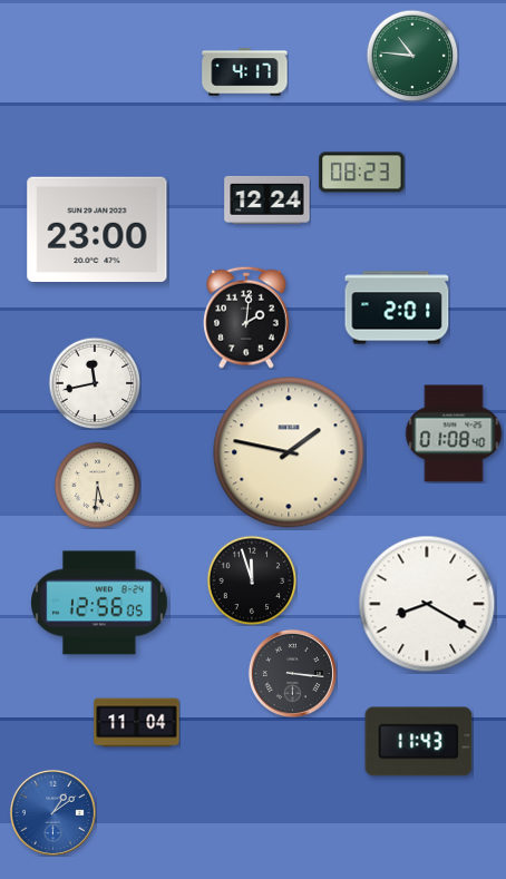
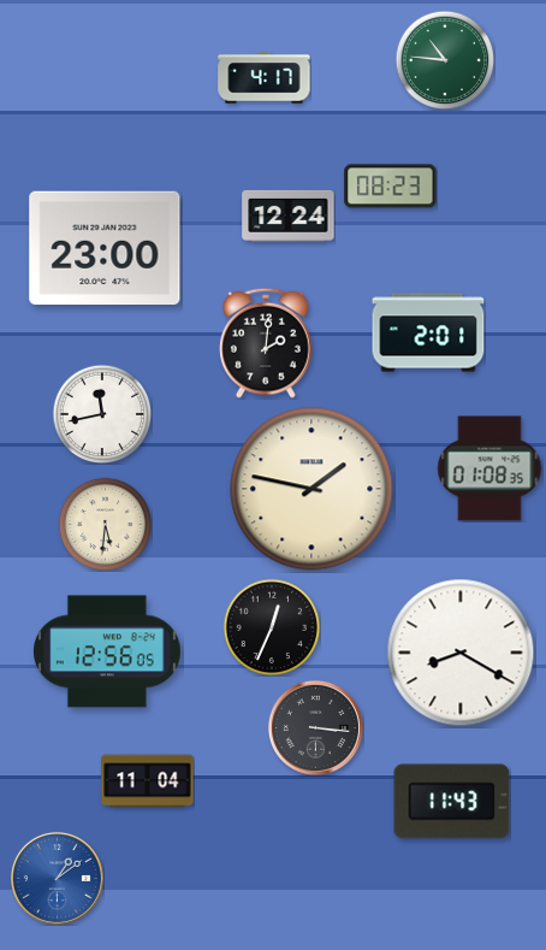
clock at (454, 433): 01:08:40 -> 01:08:35
clock at (252, 580): 11:57 -> 12:34
